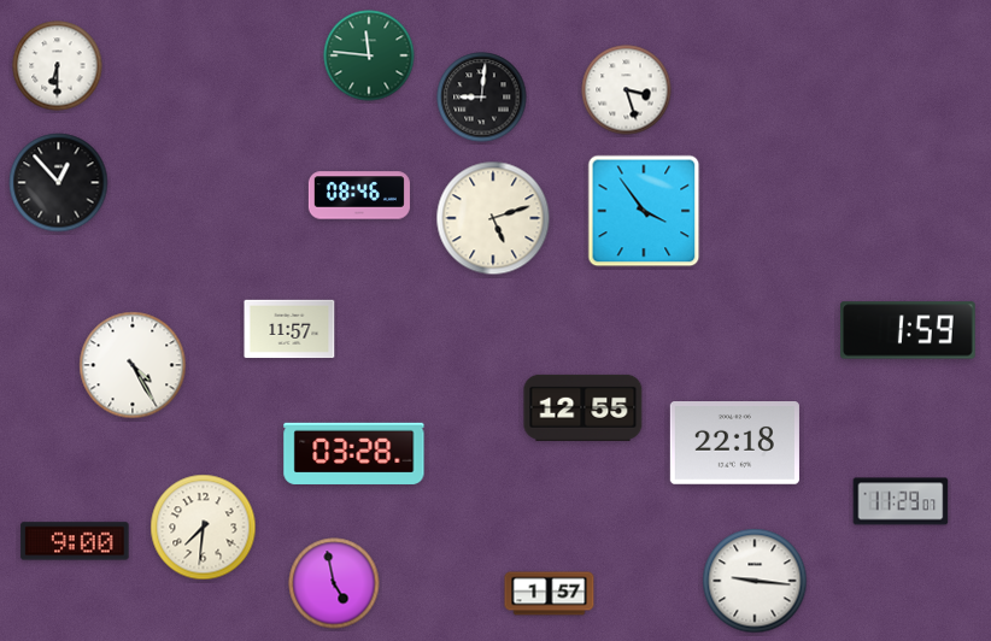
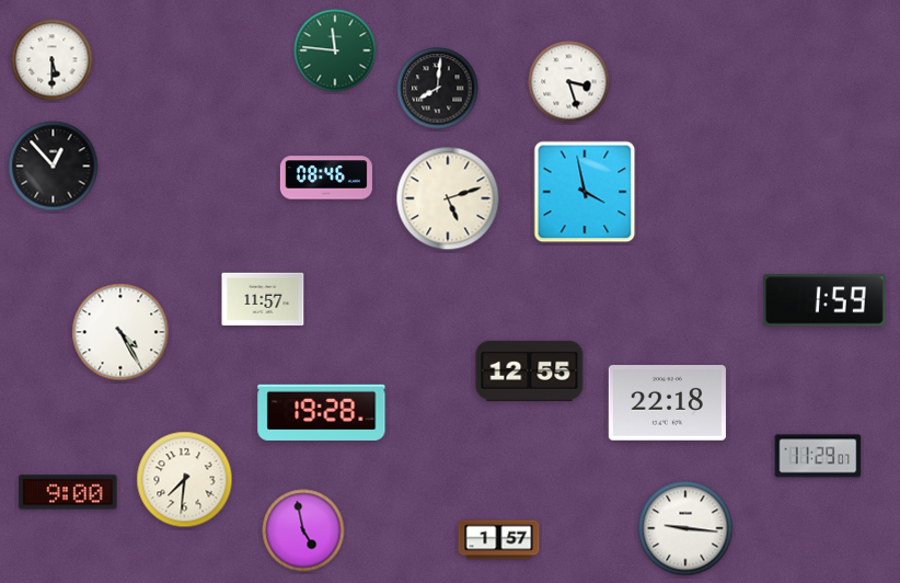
clock at (58, 66): 6:30 -> 5:30
clock at (482, 98): 9:01 -> 8:01
clock at (644, 211): 3:54 -> 3:58
clock at (354, 453): 03:28 -> 19:28
